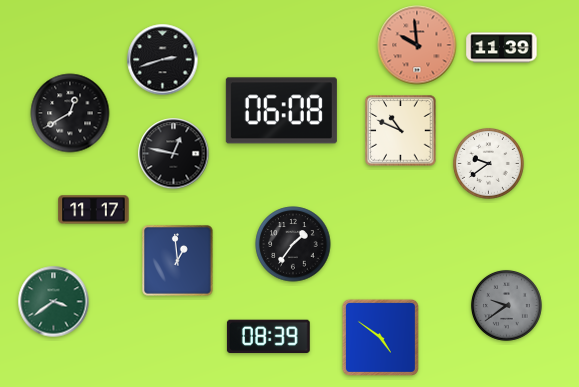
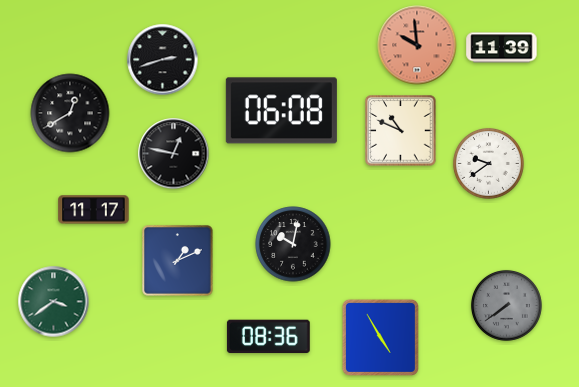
clock at (293, 244): 1:36 -> 10:02
clock at (178, 261): 12:59 -> 1:11
clock at (506, 305): 9:39 -> 7:39
clock at (268, 337): 08:39 -> 08:36
clock at (380, 337): 4:51 -> 4:55
